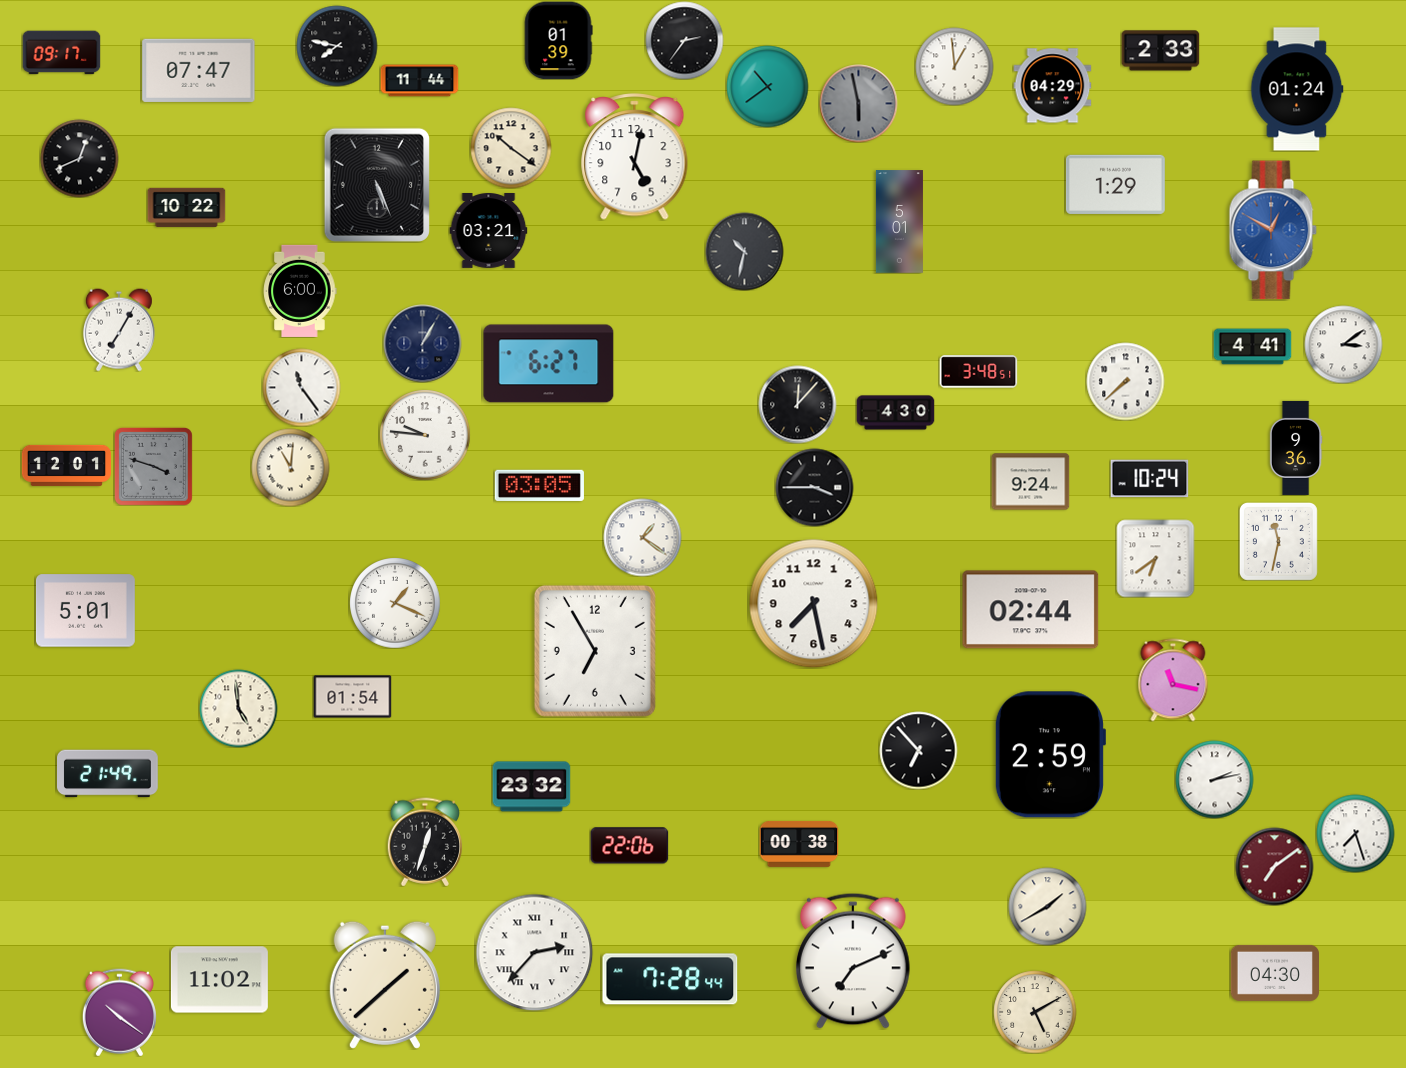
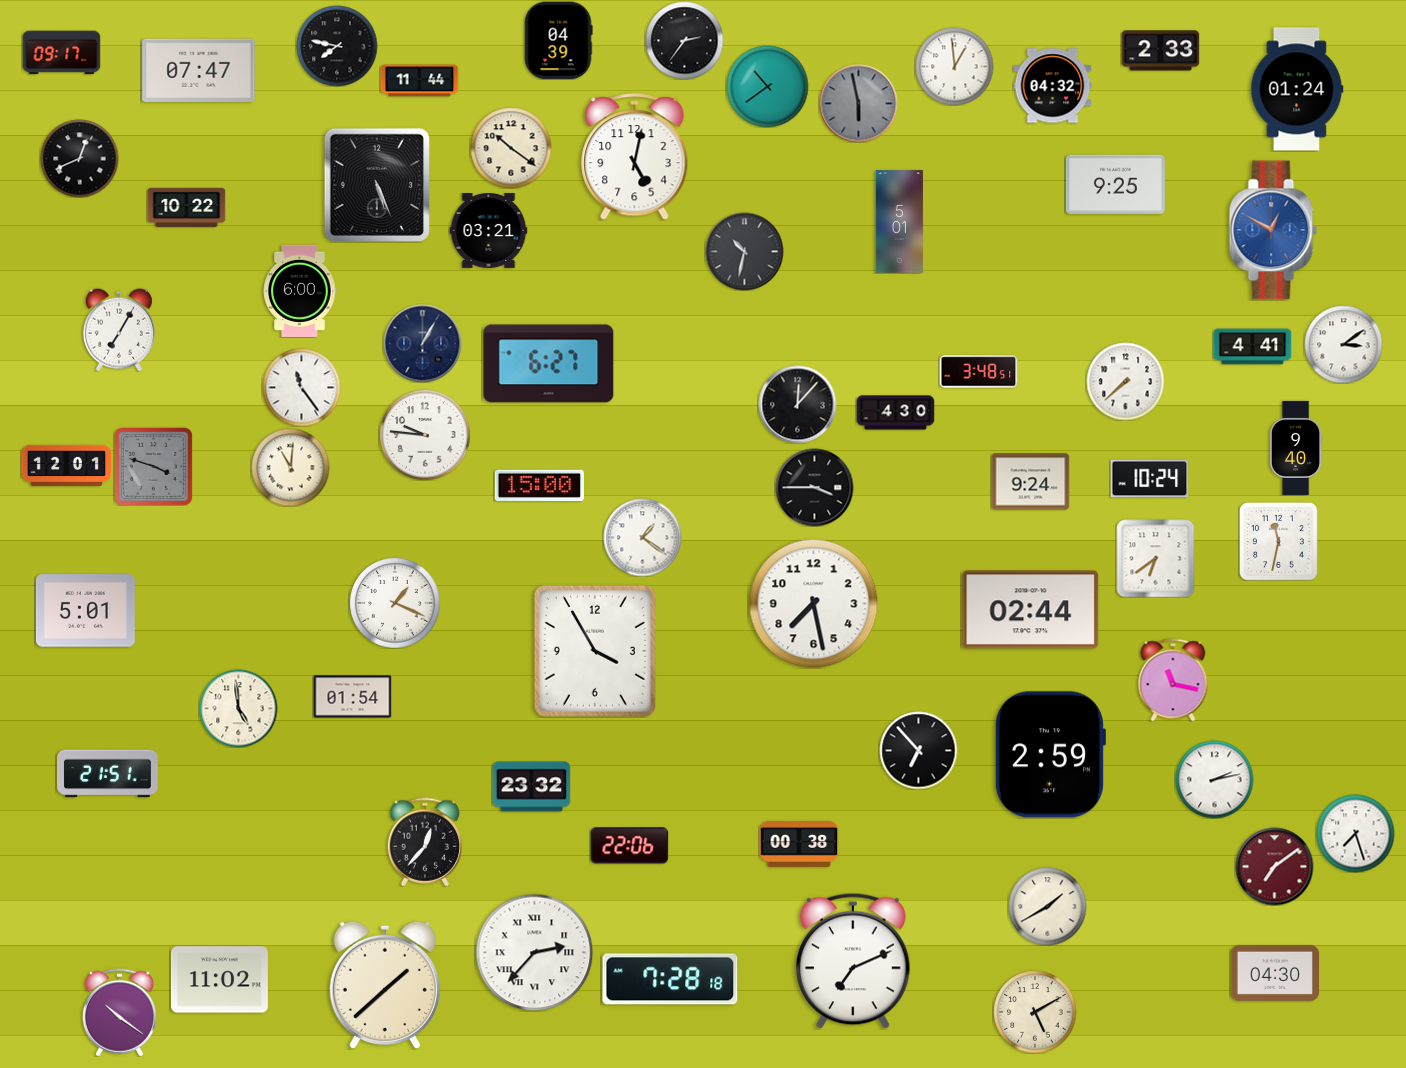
clock at (558, 40): 01:39 -> 04:39
clock at (1052, 86): 04:29 -> 04:32
clock at (1115, 184): 1:29 -> 9:25
clock at (1296, 448): 9:36 -> 9:40
clock at (539, 485): 03:05 -> 15:00
clock at (595, 651): 6:55 -> 3:55
clock at (108, 774): 21:49 -> 21:51
clock at (424, 842): 12:33 -> 12:37
clock at (670, 979): 7:28:44 -> 7:28:18
